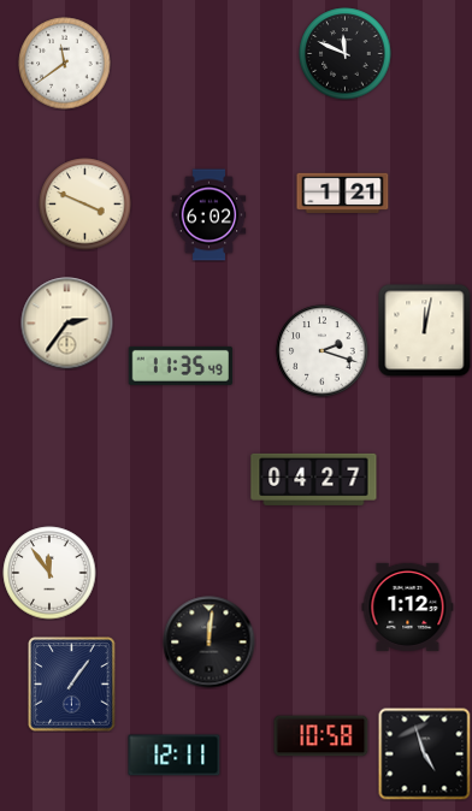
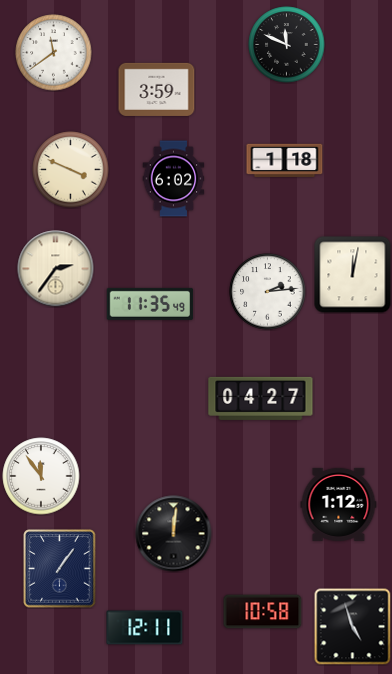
clock at (157, 89): none -> 3:59
clock at (343, 193): 1:21 -> 1:18
clock at (323, 351): 2:18 -> 2:14
clock at (321, 736) position: (321, 736) -> (263, 612)
